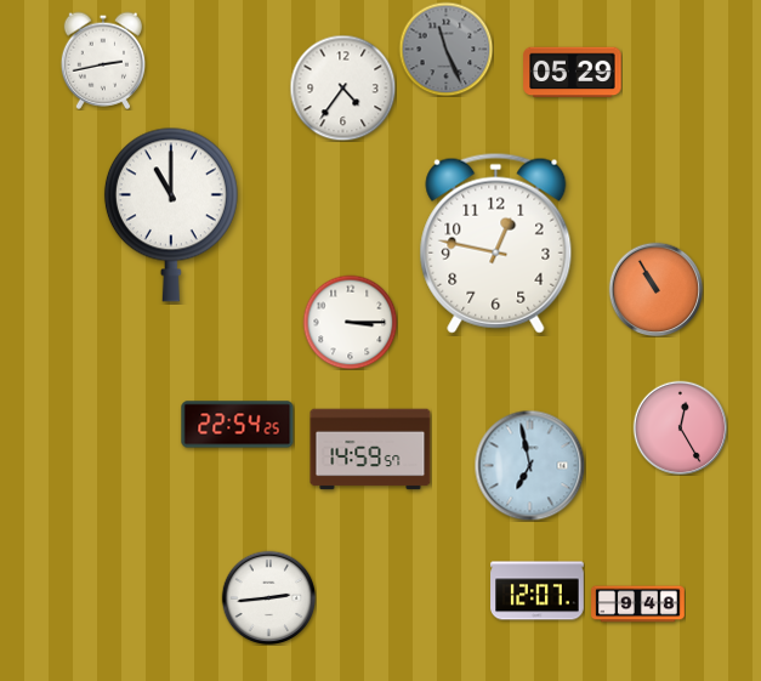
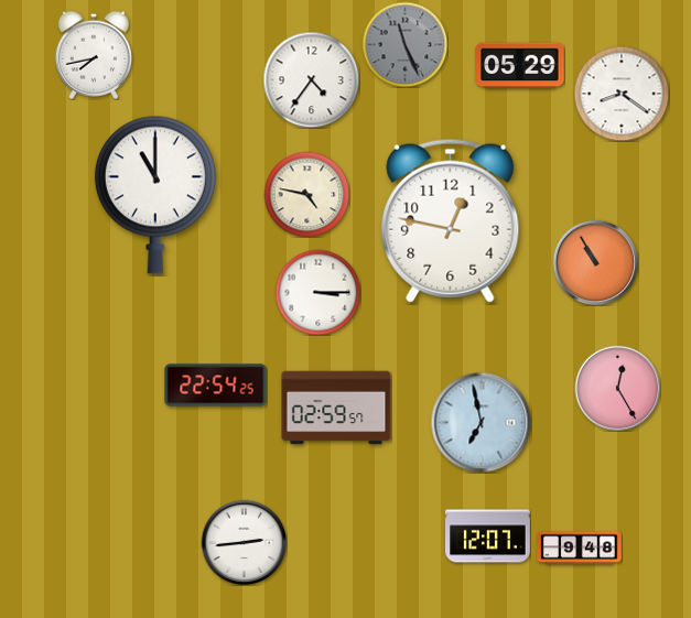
clock at (102, 61): 2:43 -> 7:43
clock at (622, 94): none -> 8:21
clock at (306, 194): none -> 4:47
clock at (370, 449): 14:59 -> 02:59
